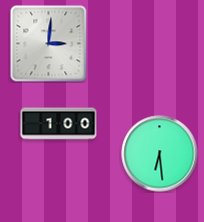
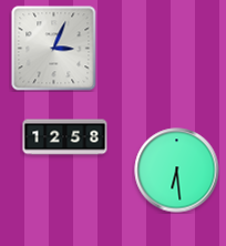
clock at (49, 44): 3:01 -> 3:04
clock at (59, 124): 1:00 -> 12:58
